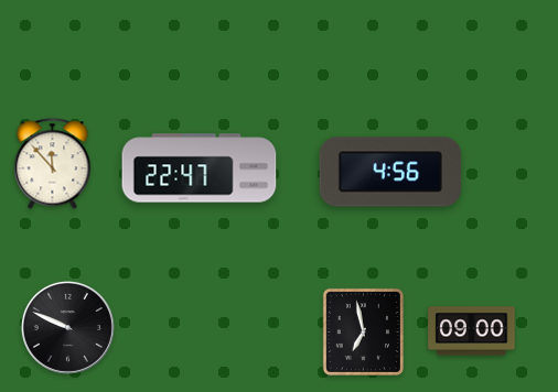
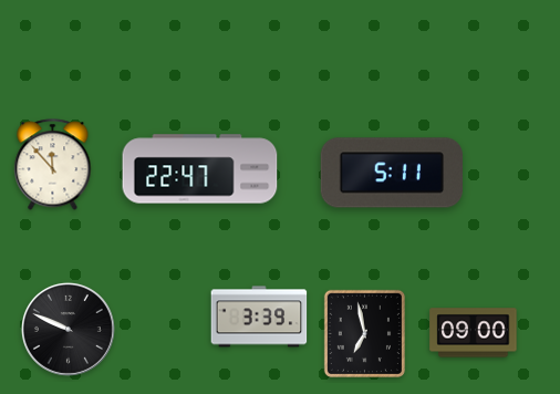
clock at (389, 172): 4:56 -> 5:11
clock at (259, 317): none -> 3:39
